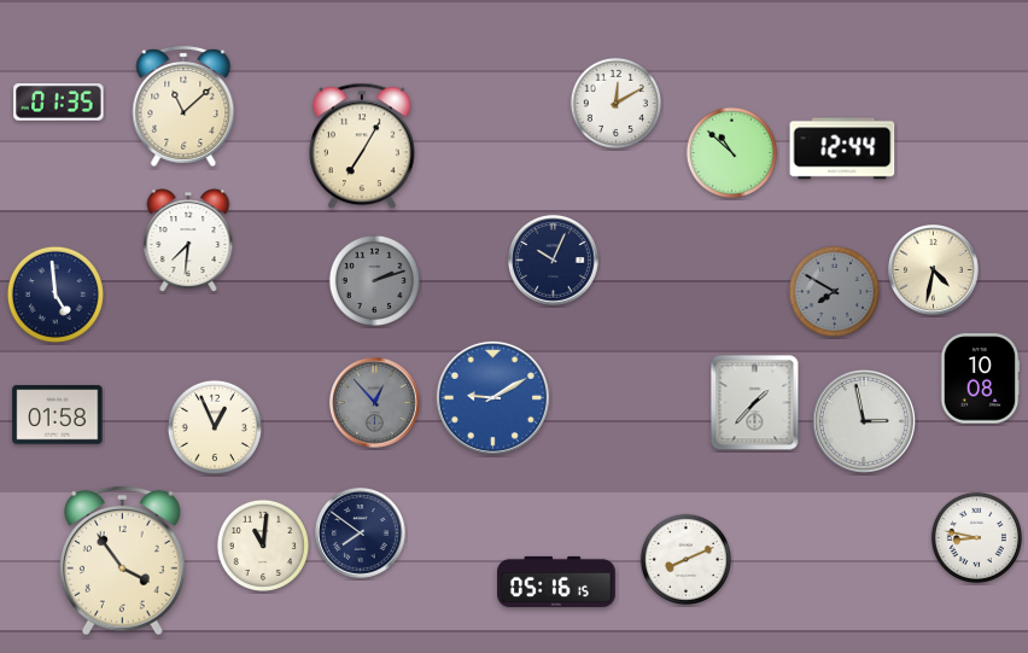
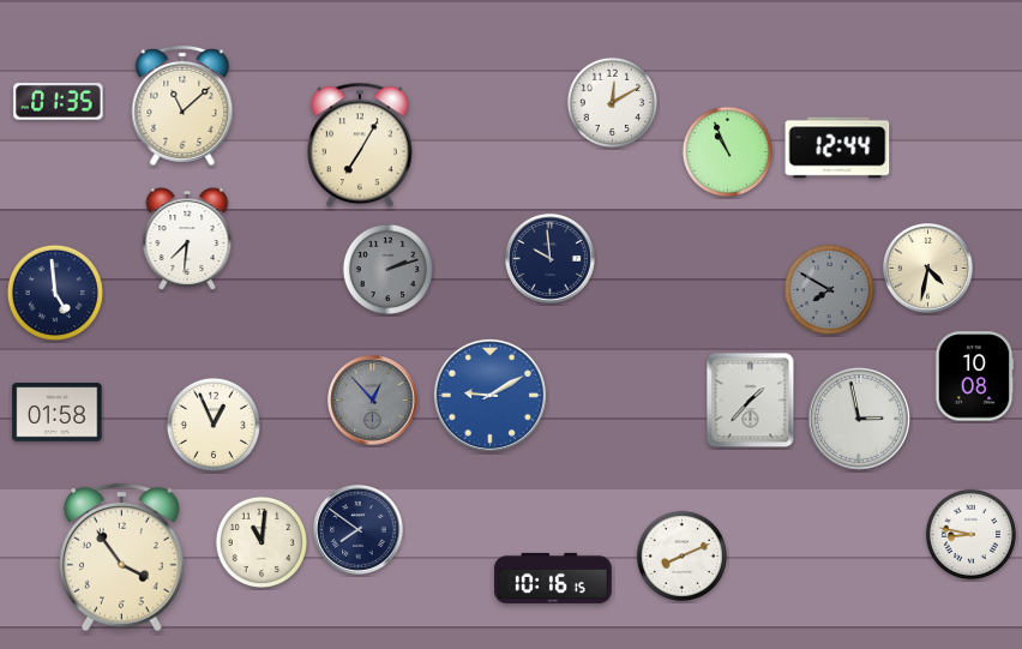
clock at (731, 152): 10:52 -> 10:56
clock at (554, 261): 10:04 -> 9:59
clock at (374, 280) position: (374, 280) -> (387, 269)
clock at (556, 582): 05:16 -> 10:16
